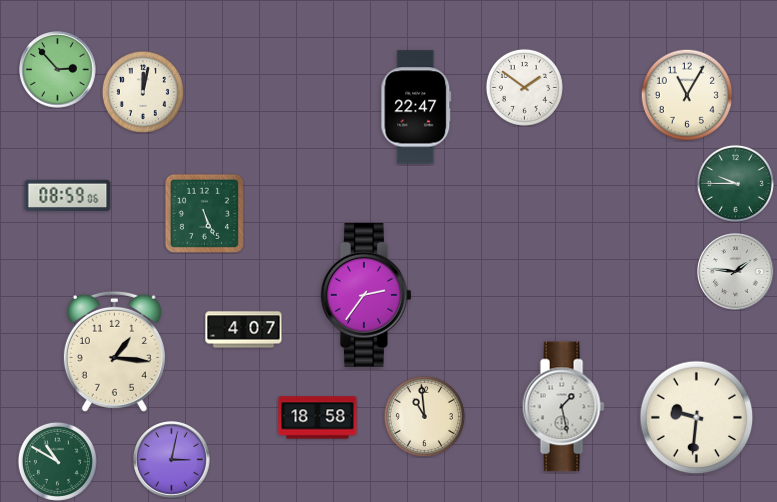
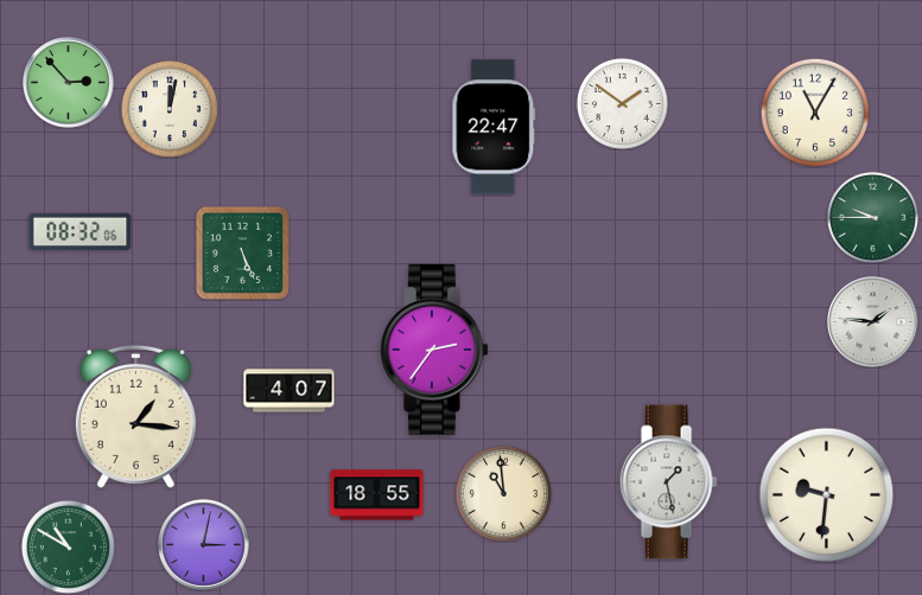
clock at (68, 196): 08:59 -> 08:32
clock at (318, 418): 18:58 -> 18:55
